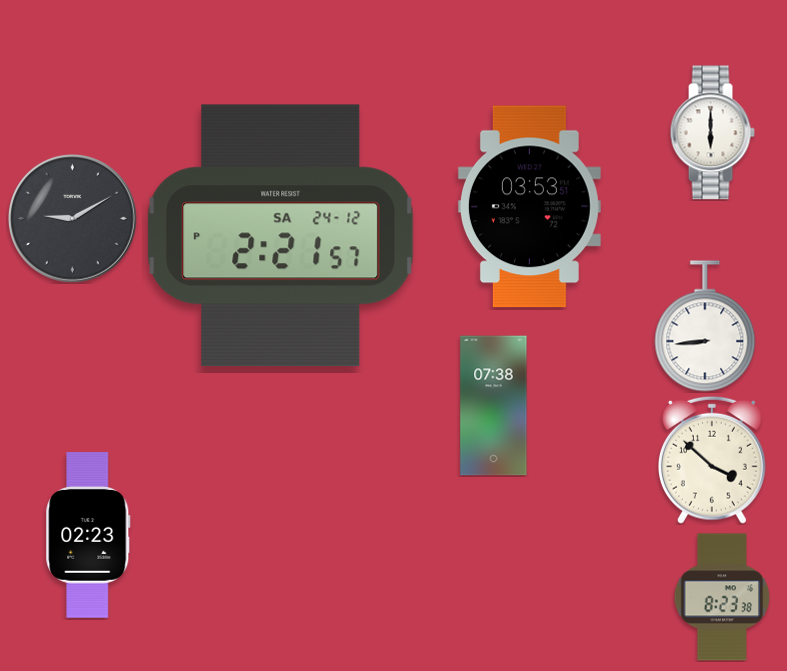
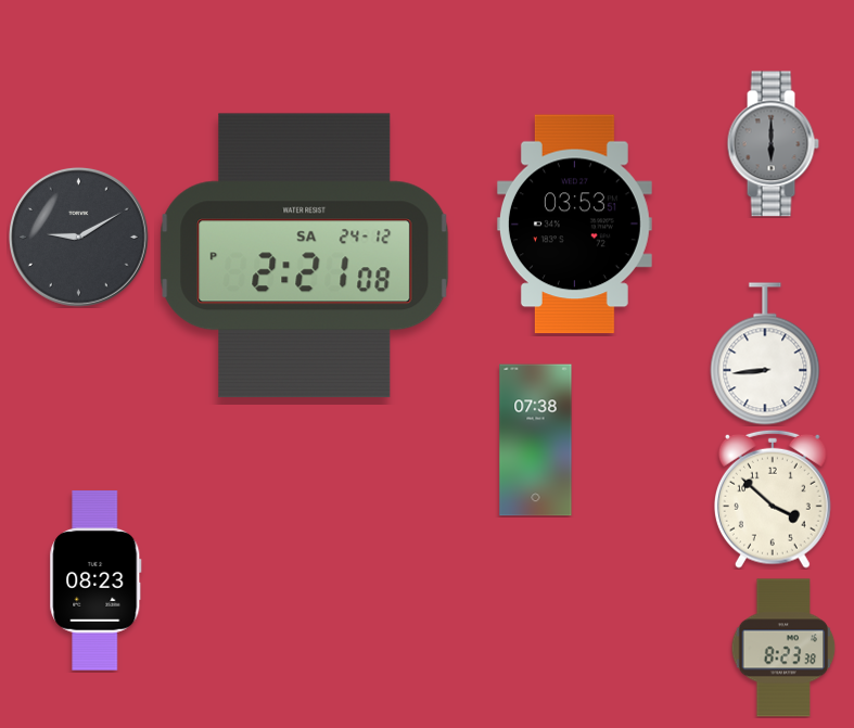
clock at (712, 133) dial: white -> grey
clock at (281, 236): 2:21:57 PM -> 2:21:08 PM
clock at (88, 535): 02:23 -> 08:23
